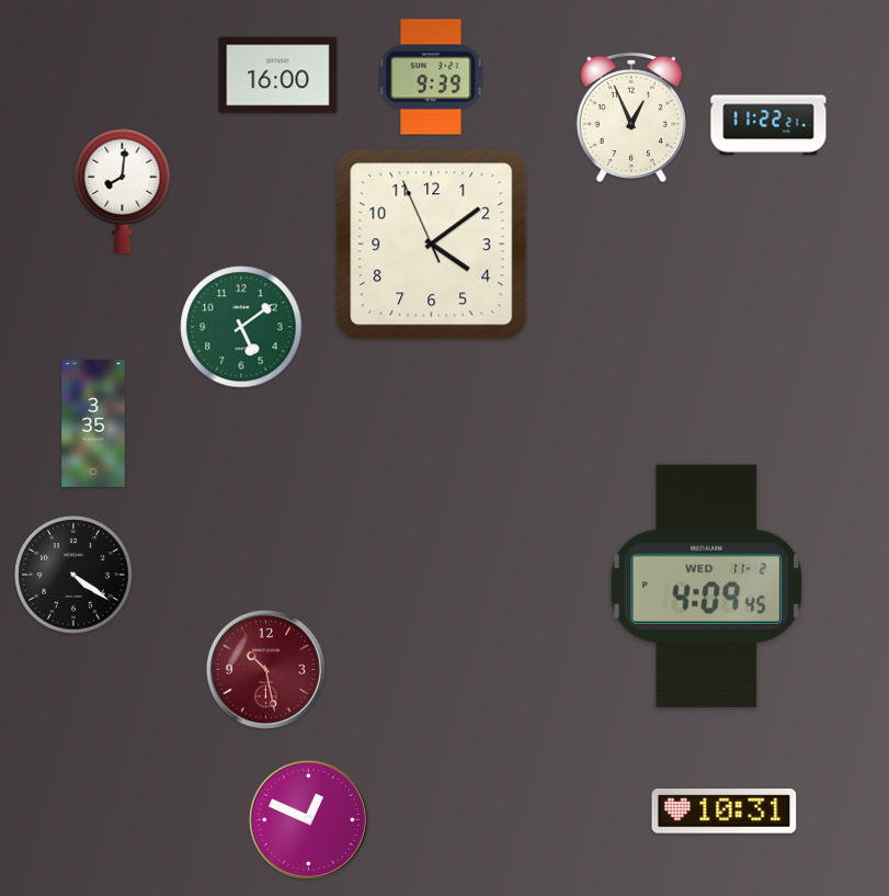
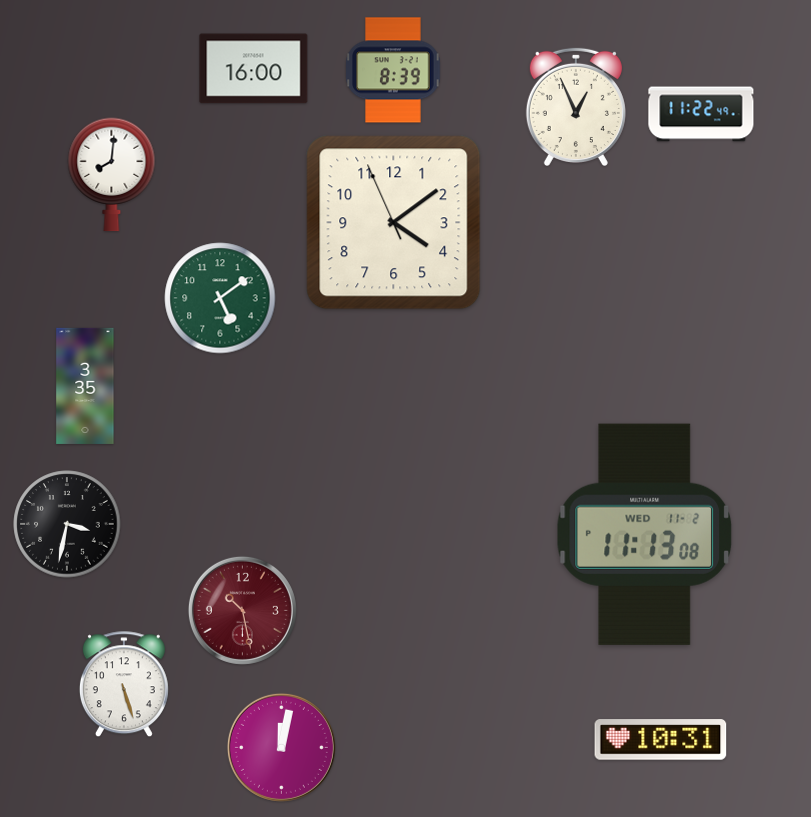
clock at (431, 77): 9:39 -> 8:39
clock at (768, 125): 11:22:21 -> 11:22:49
clock at (73, 575): 4:21 -> 3:32
clock at (707, 586): 4:09 -> 11:13
clock at (124, 685): none -> 5:27
clock at (308, 819): 12:49 -> 12:02
